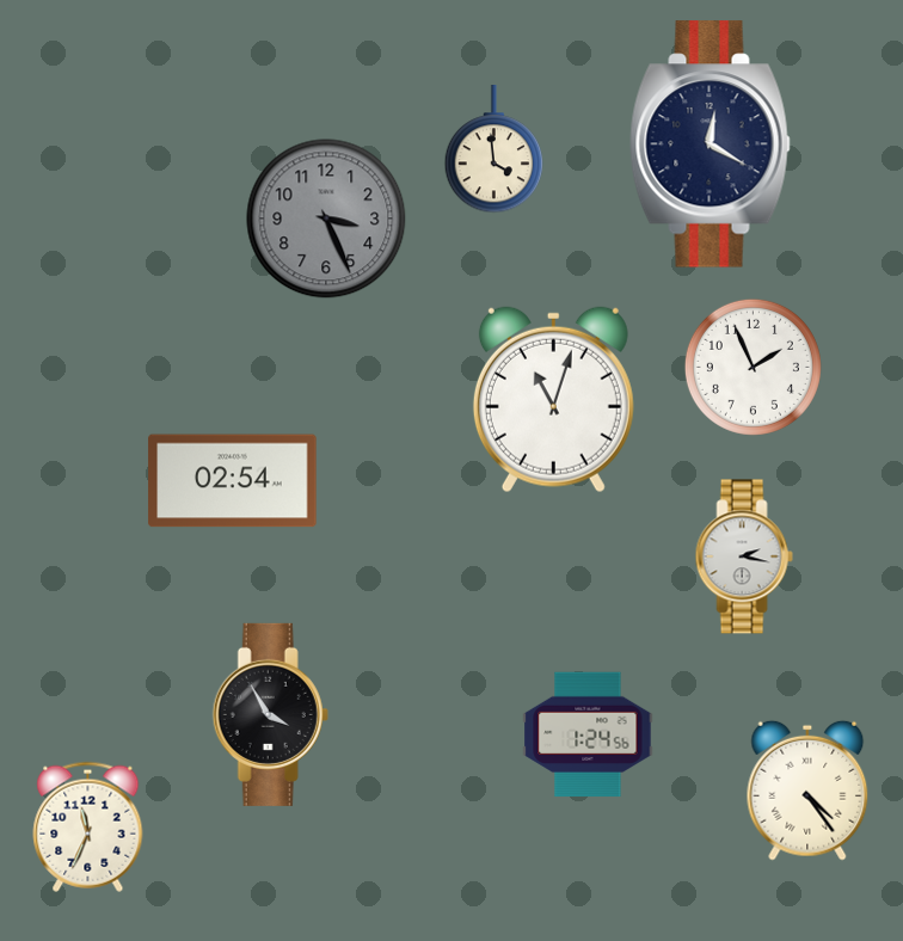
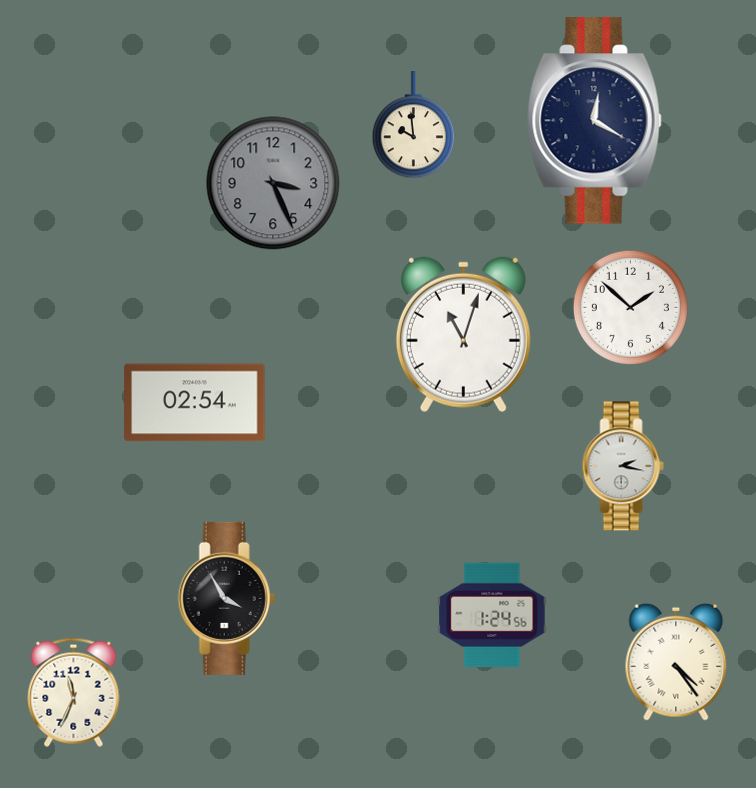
clock at (494, 150): 3:59 -> 9:59
clock at (752, 367): 1:56 -> 1:52
